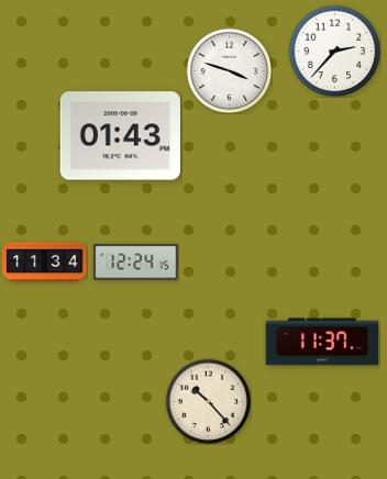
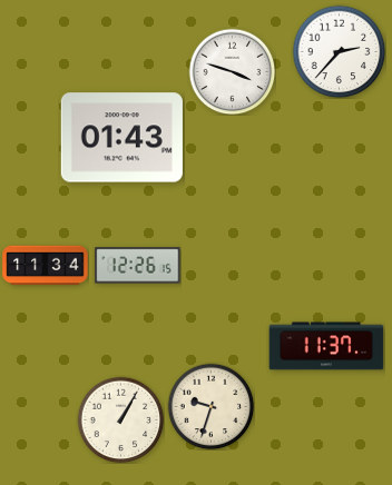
clock at (136, 263): 12:24 -> 12:26
clock at (208, 401): 10:23 -> 9:33
clock at (120, 419): none -> 1:05
